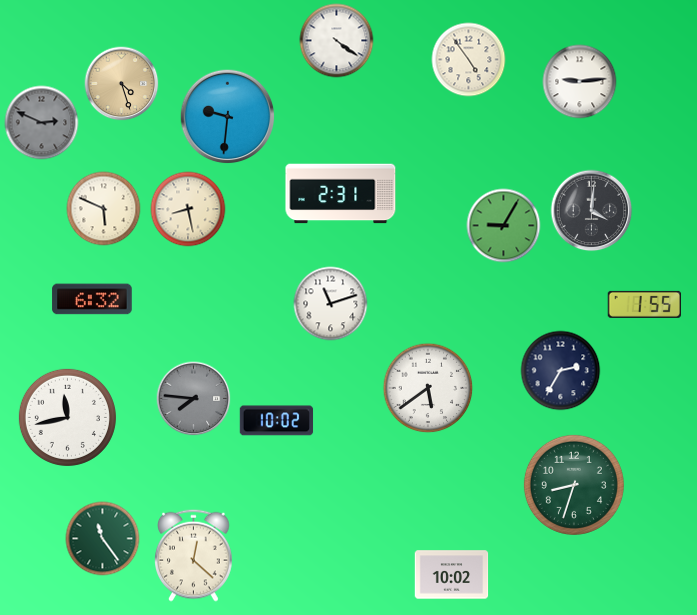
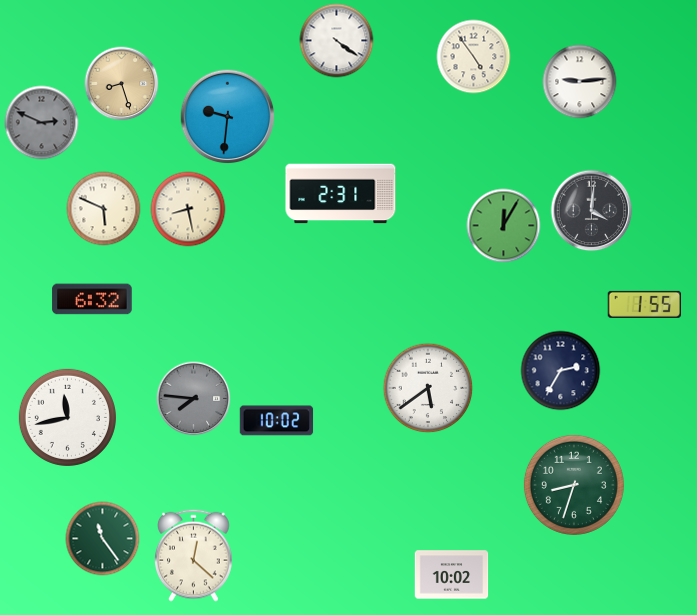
clock at (469, 60) position: (469, 60) -> (474, 57)
clock at (122, 84): 4:27 -> 8:27
clock at (504, 226): 9:05 -> 12:05
clock at (331, 304): 11:12 -> none
